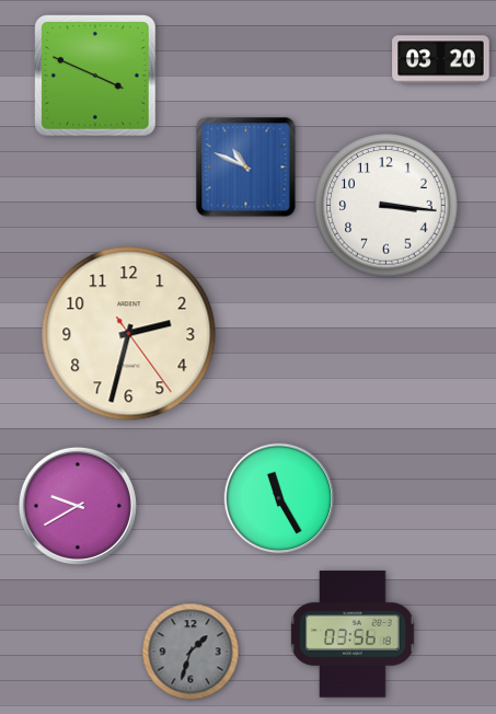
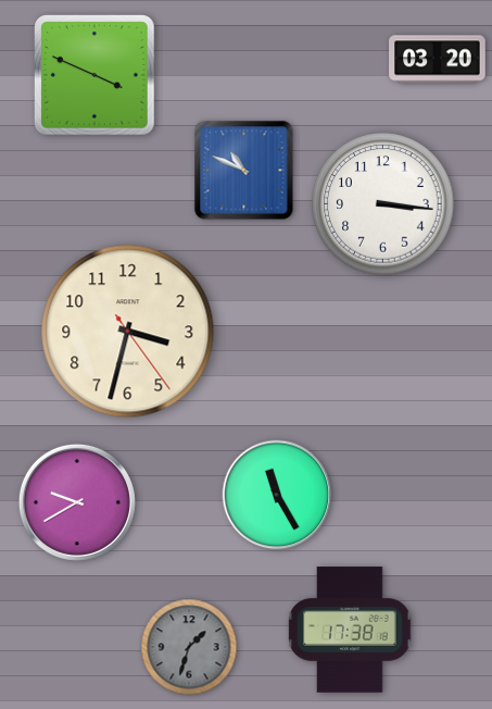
clock at (246, 168) position: (246, 168) -> (244, 171)
clock at (129, 334): 2:32 -> 3:32
clock at (353, 634): 03:56 -> 17:38
